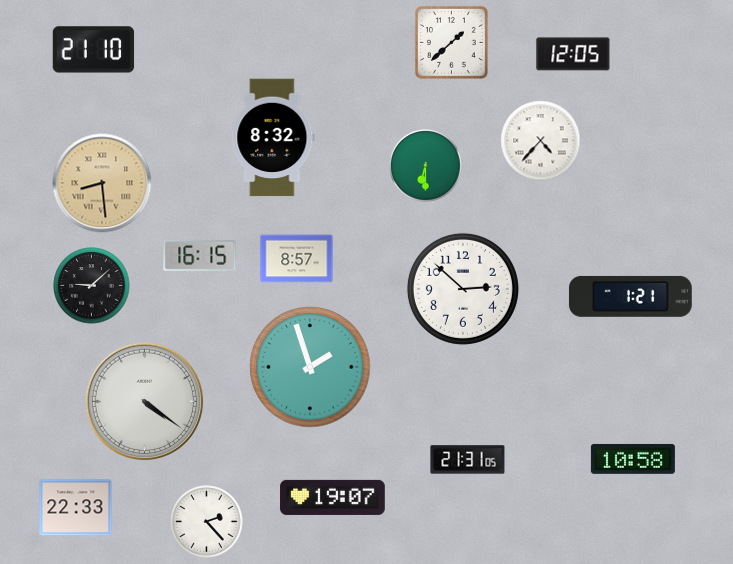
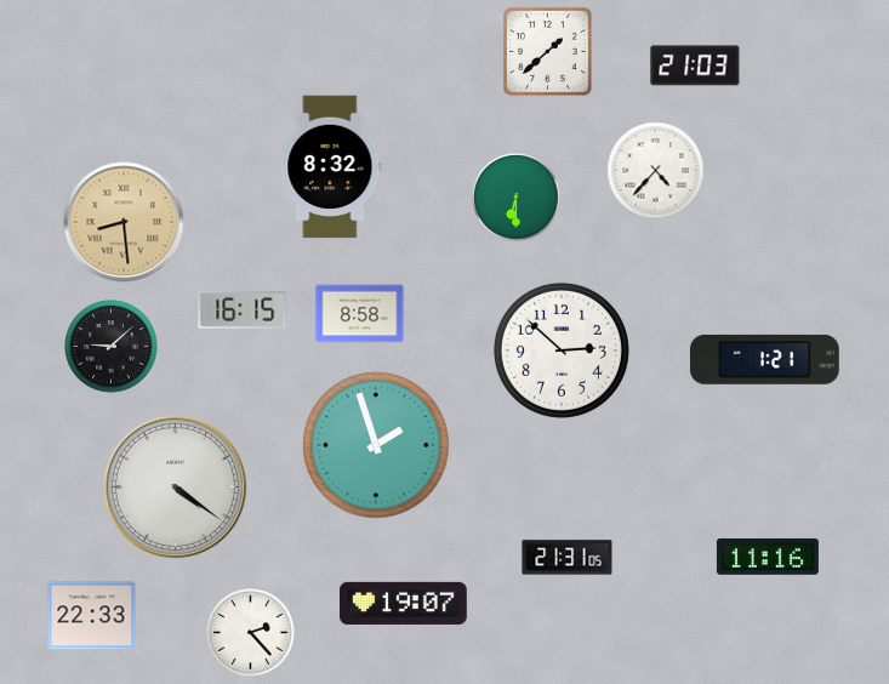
clock at (94, 50): 21:10 -> none
clock at (573, 54): 12:05 -> 21:03
clock at (426, 166) position: (426, 166) -> (517, 198)
clock at (297, 259): 8:57 -> 8:58
clock at (633, 459): 10:58 -> 11:16
